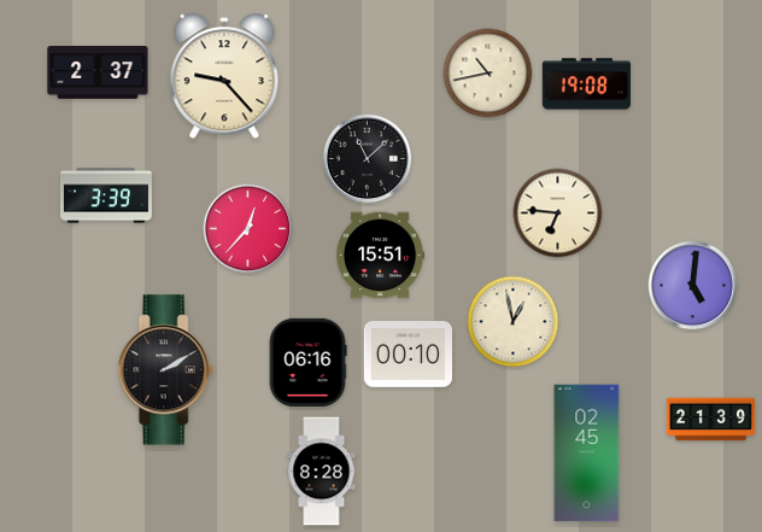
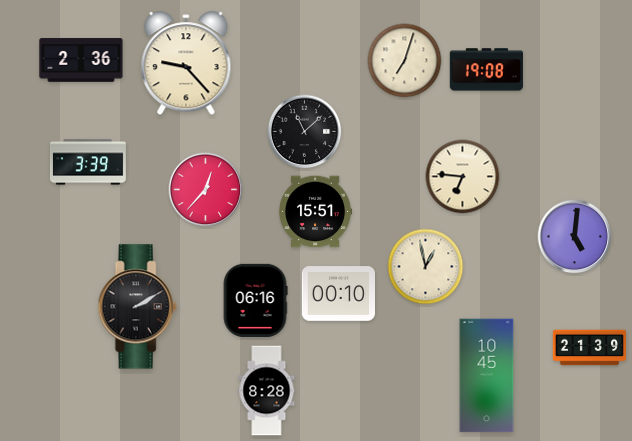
clock at (98, 72): 2:37 -> 2:36
clock at (488, 74): 10:43 -> 7:03
clock at (587, 454): 02:45 -> 10:45
